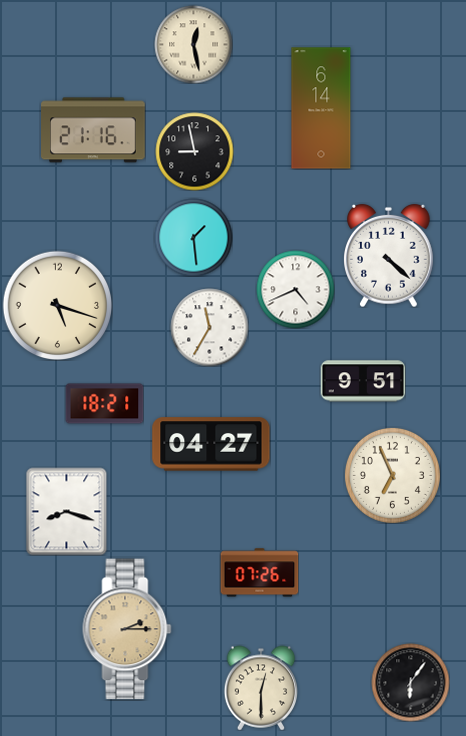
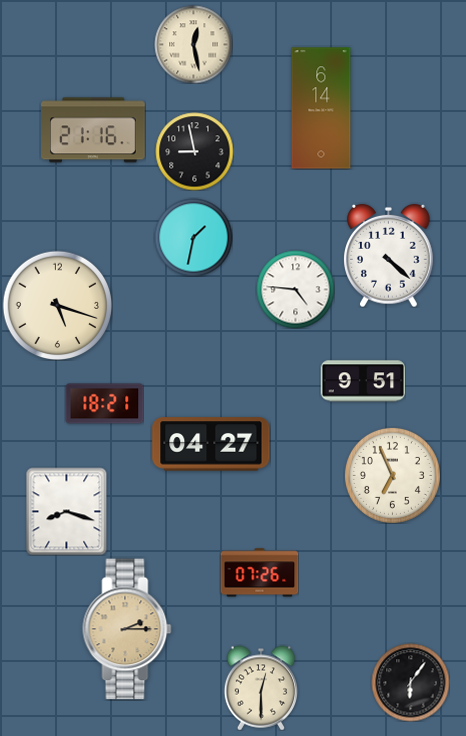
clock at (193, 237): 1:29 -> 1:32
clock at (295, 289): 4:41 -> 4:46
clock at (209, 327): 11:35 -> none
